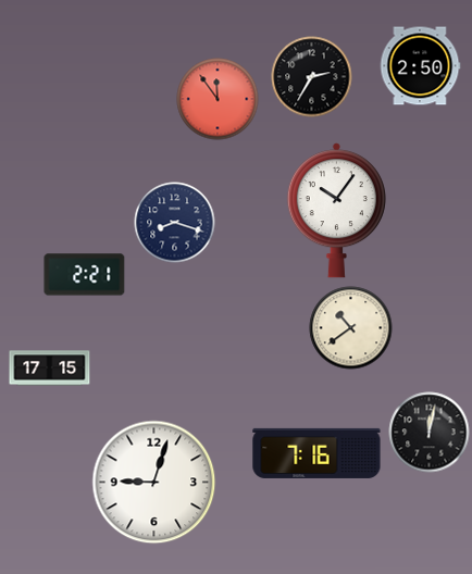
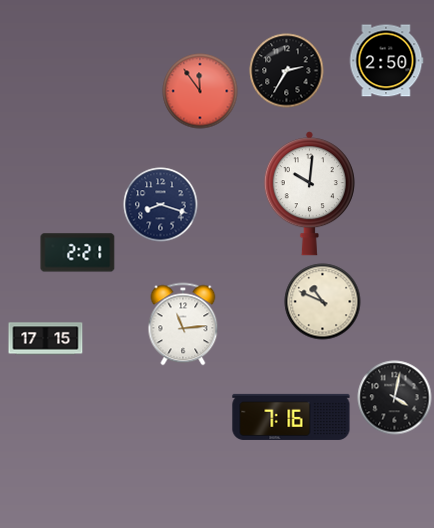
clock at (336, 211): 10:06 -> 10:01
clock at (351, 328): 10:39 -> 10:49
clock at (183, 324): none -> 11:14
clock at (430, 433): 12:02 -> 4:02
clock at (154, 483): 9:03 -> none
